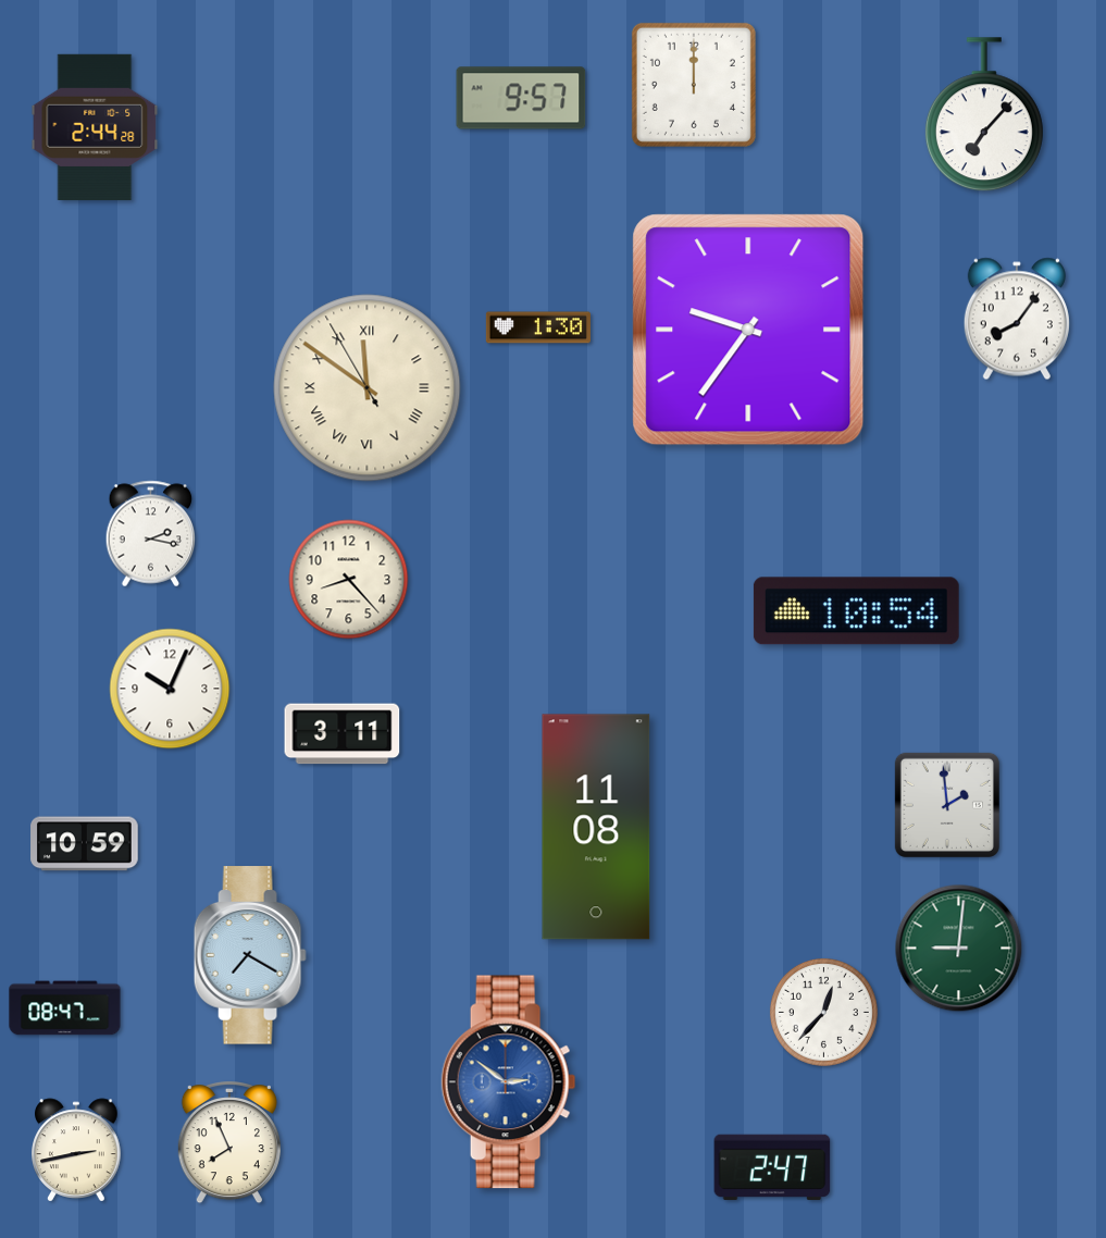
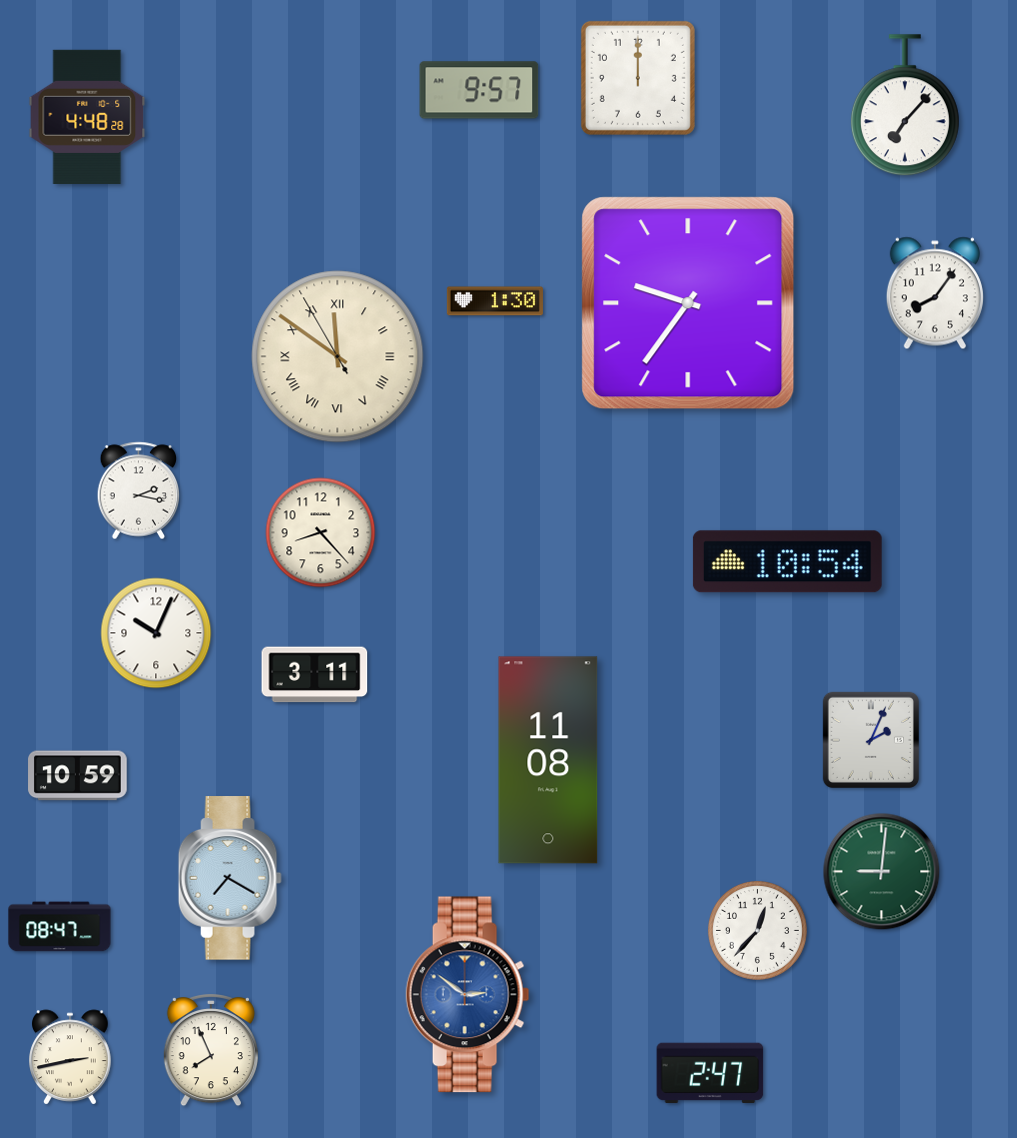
clock at (95, 127): 2:44 -> 4:48
clock at (947, 805): 1:59 -> 2:04
